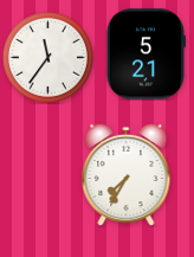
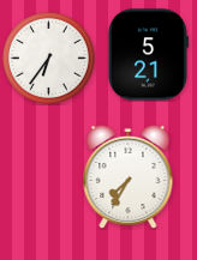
clock at (47, 57): 11:36 -> 6:36
